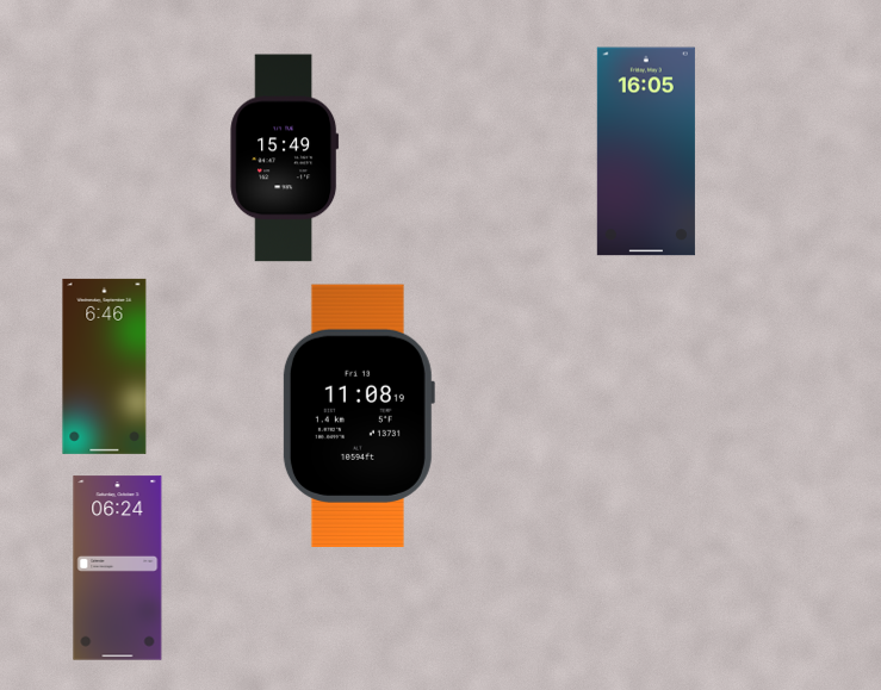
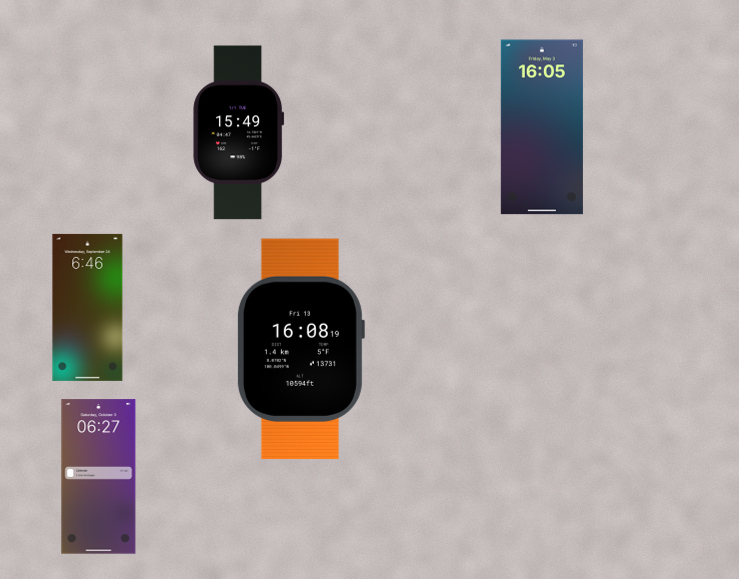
clock at (358, 415): 11:08 -> 16:08
clock at (118, 568): 06:24 -> 06:27
